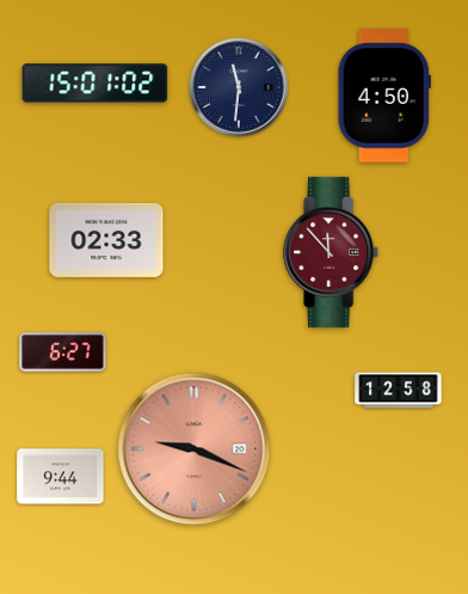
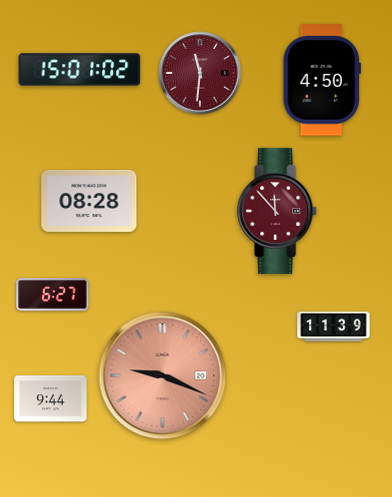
clock at (239, 87) dial: navy -> burgundy
clock at (106, 240): 02:33 -> 08:28
clock at (399, 391): 12:58 -> 11:39
